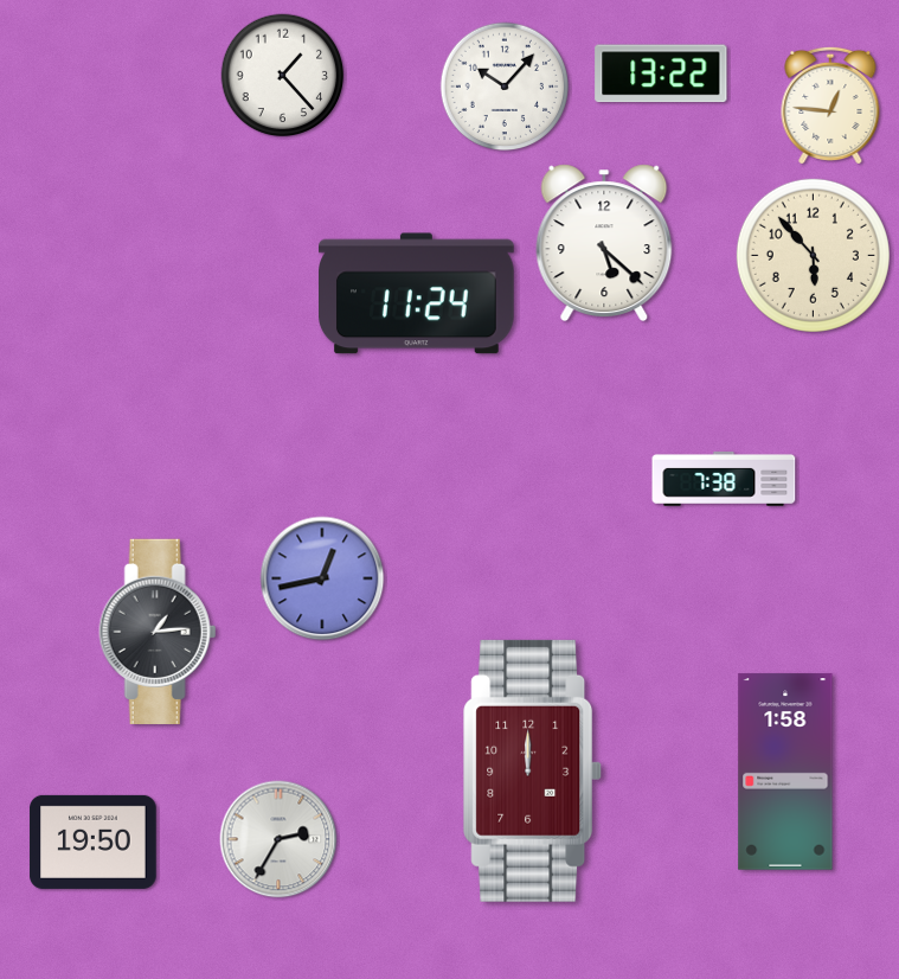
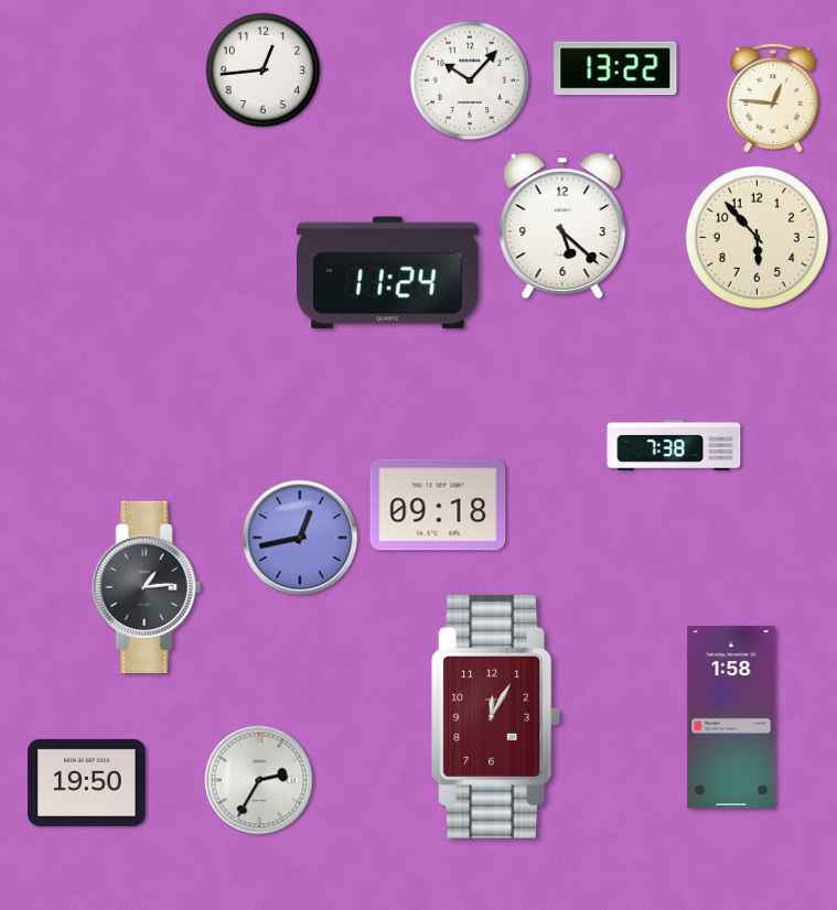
clock at (283, 76): 1:23 -> 12:44
clock at (438, 505): none -> 09:18
clock at (533, 770): 12:00 -> 12:05
